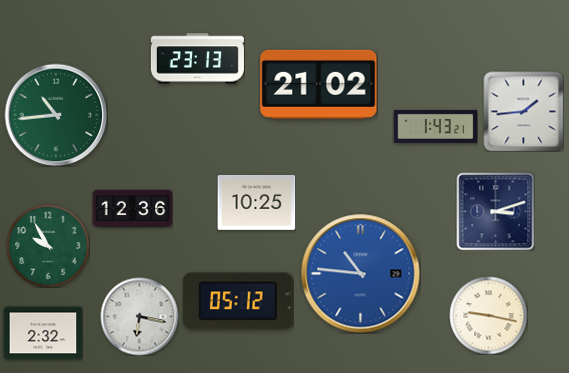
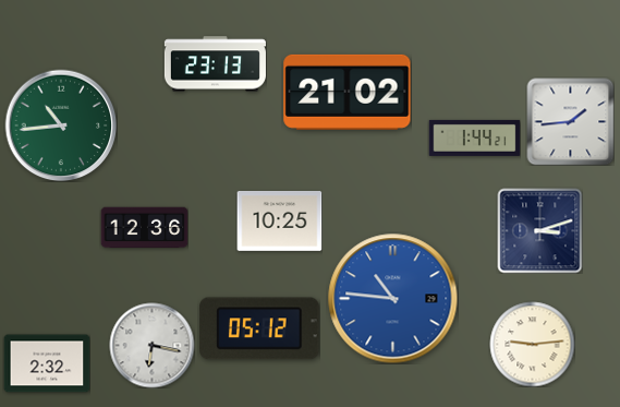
clock at (435, 126): 1:43 -> 1:44
clock at (48, 246): 9:55 -> none
clock at (488, 315): 9:17 -> 9:14
